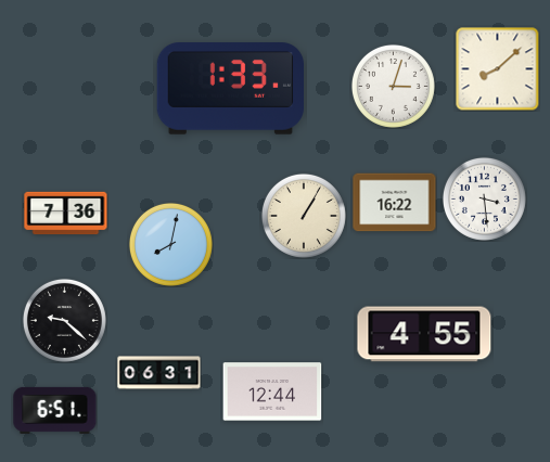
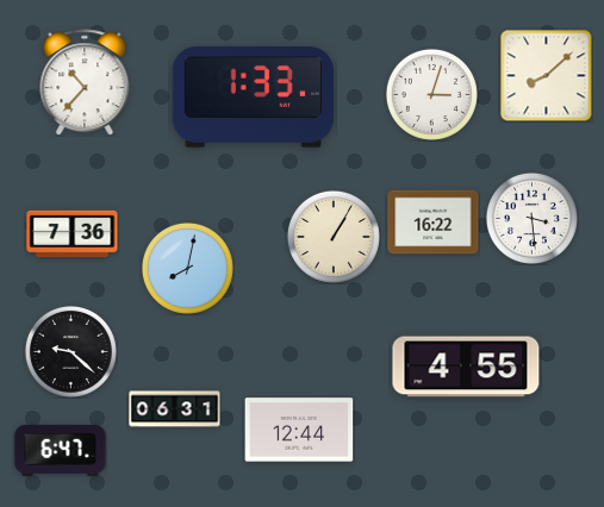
clock at (85, 82): none -> 10:37
clock at (55, 410): 6:51 -> 6:47
